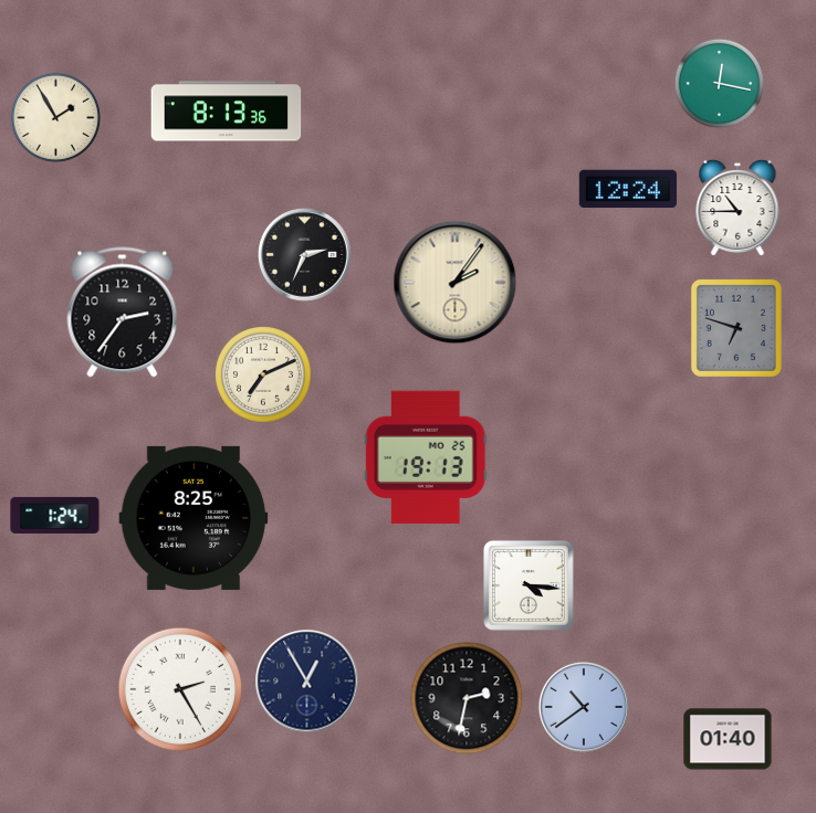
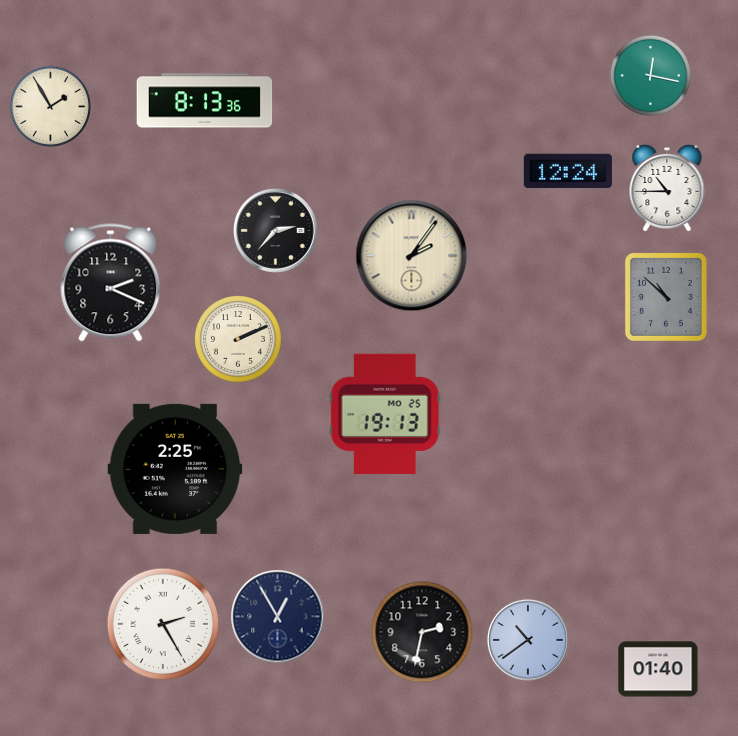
clock at (305, 255): 2:34 -> 2:37
clock at (123, 313): 2:36 -> 2:19
clock at (736, 328): 6:48 -> 10:52
clock at (263, 374): 7:11 -> 2:11
clock at (55, 515): 1:24 -> none
clock at (193, 518): 8:25 -> 2:25
clock at (529, 585): 4:16 -> none
